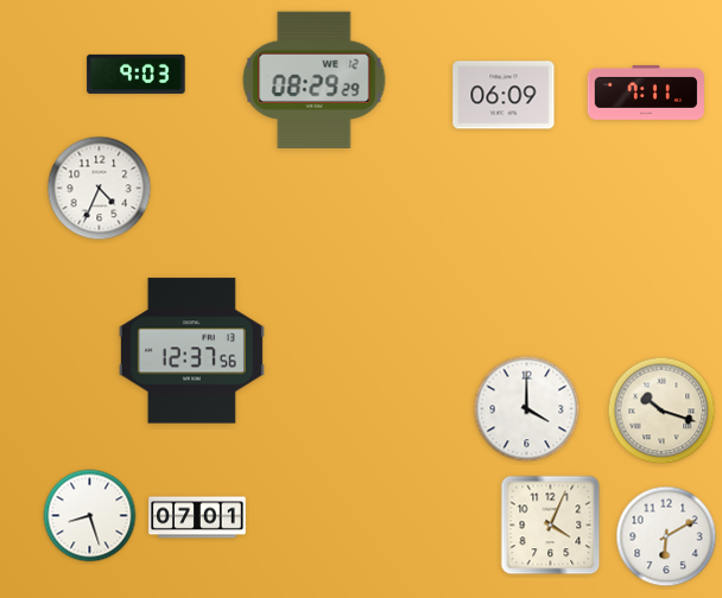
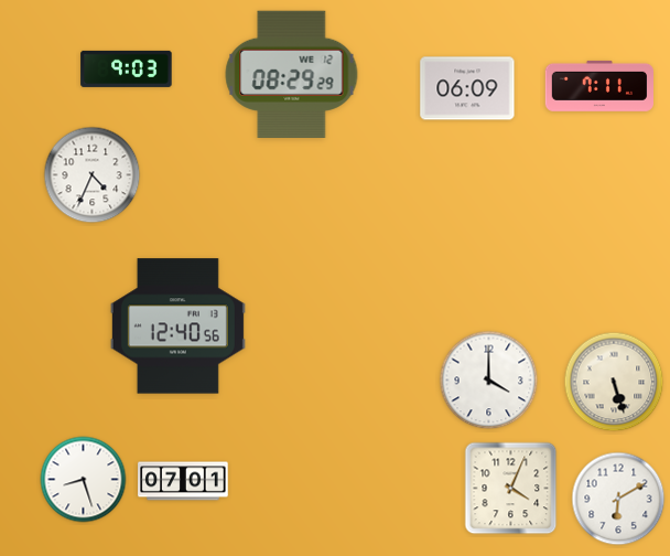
clock at (191, 351): 12:37 -> 12:40
clock at (661, 411): 10:18 -> 5:27
